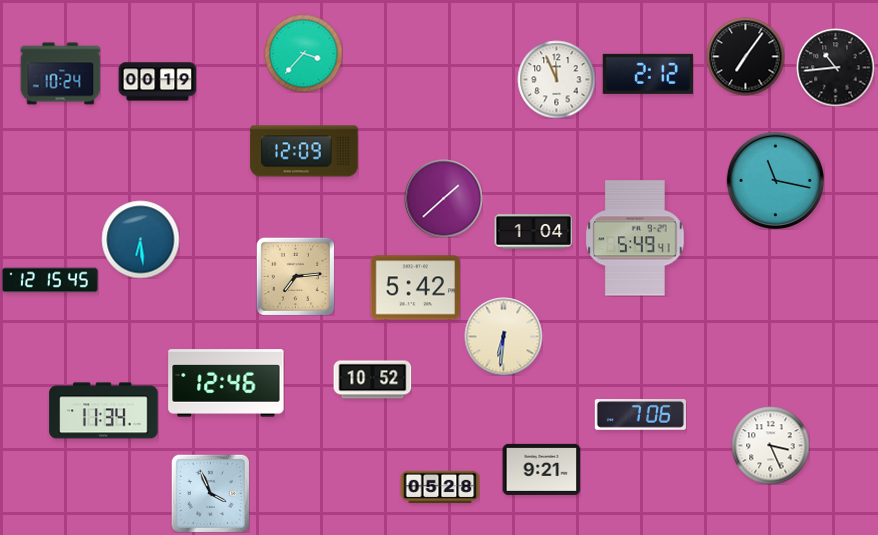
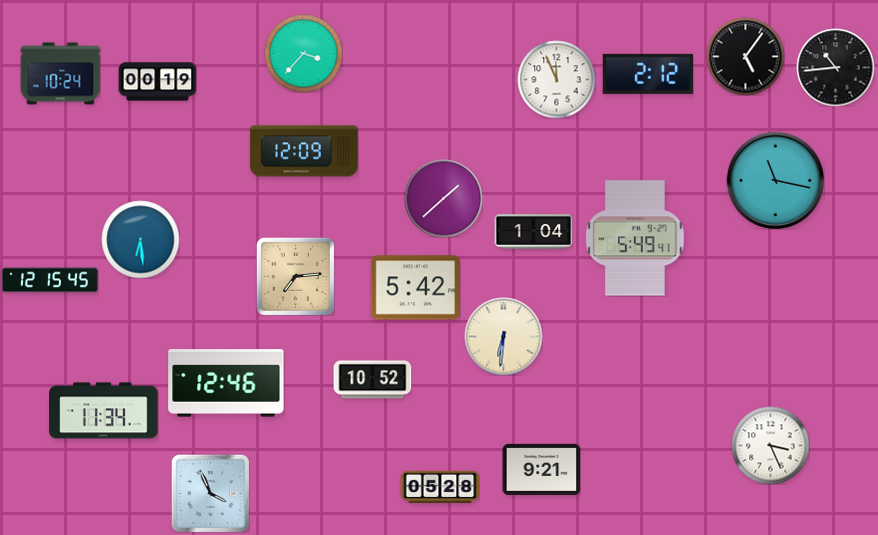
clock at (745, 56): 7:06 -> 5:06
clock at (640, 415): 7:06 -> none
